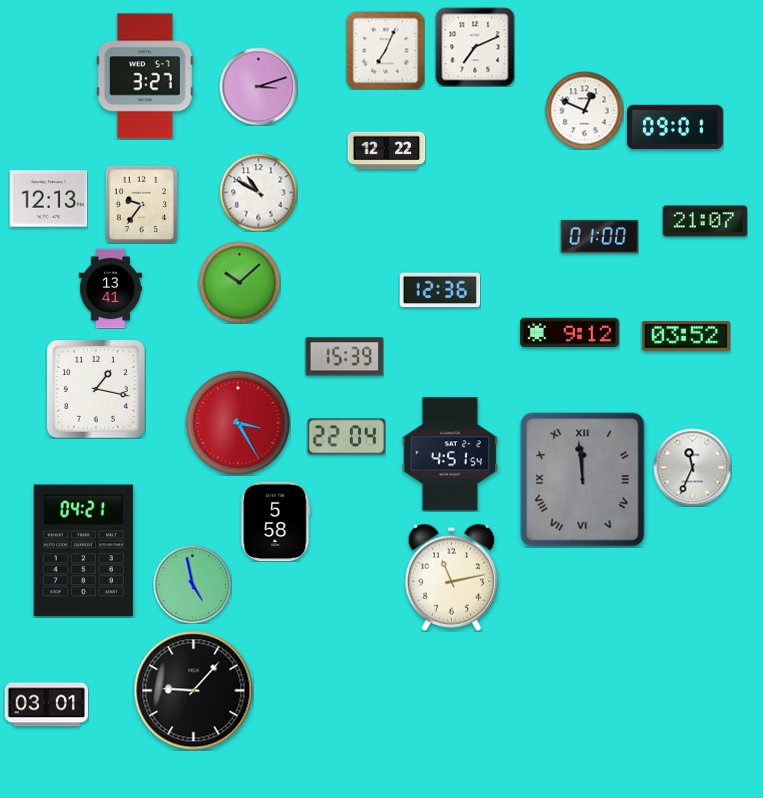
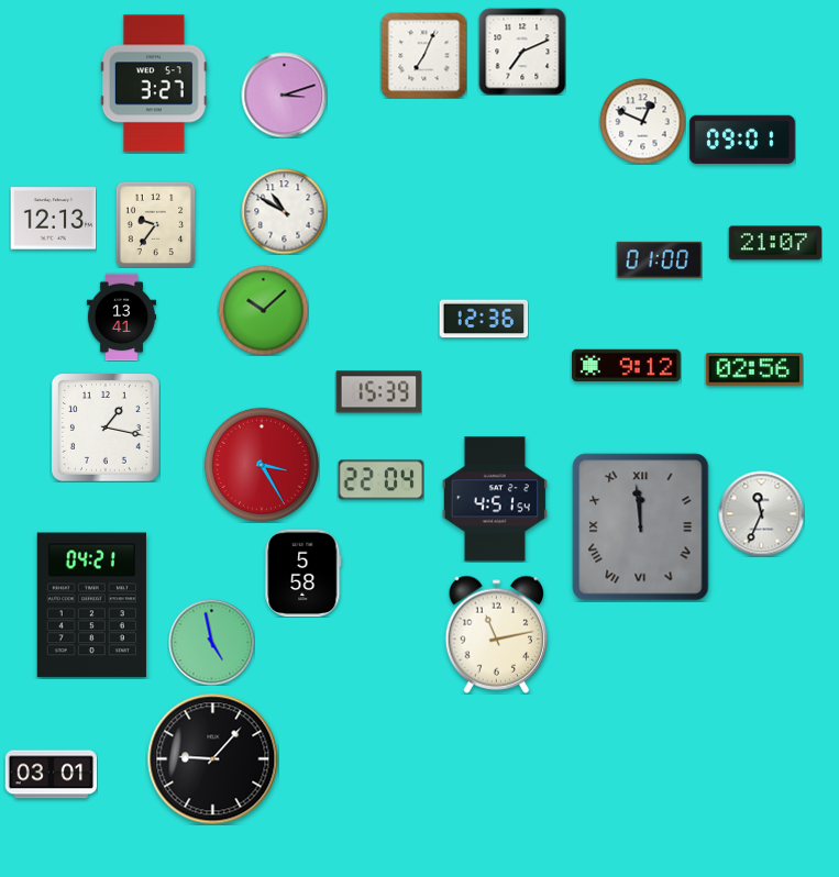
clock at (145, 76) position: (145, 76) -> (154, 84)
clock at (386, 151): 12:22 -> none
clock at (686, 336): 03:52 -> 02:56
